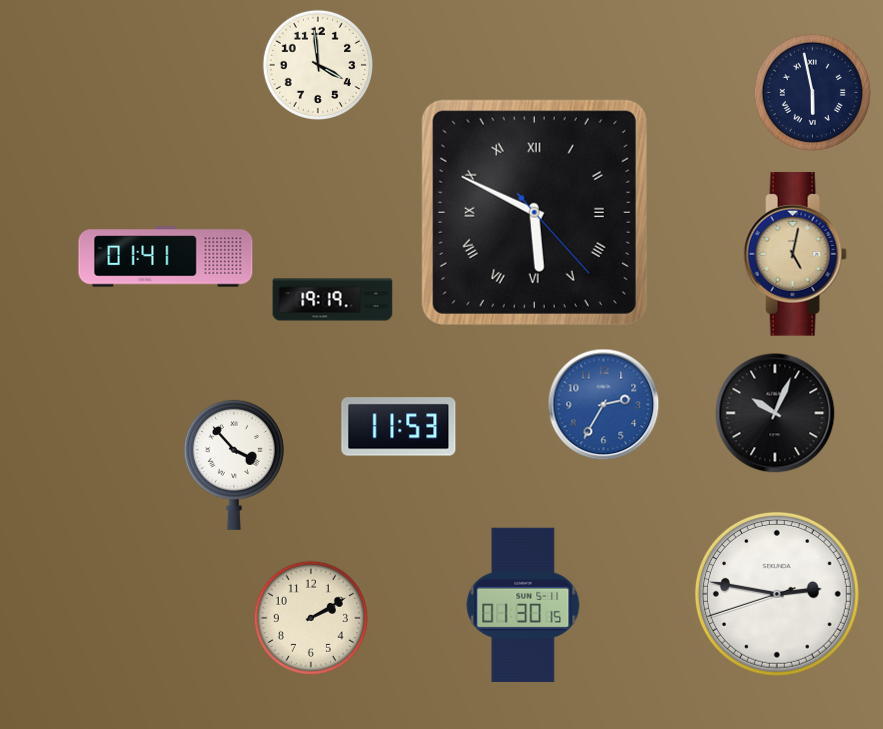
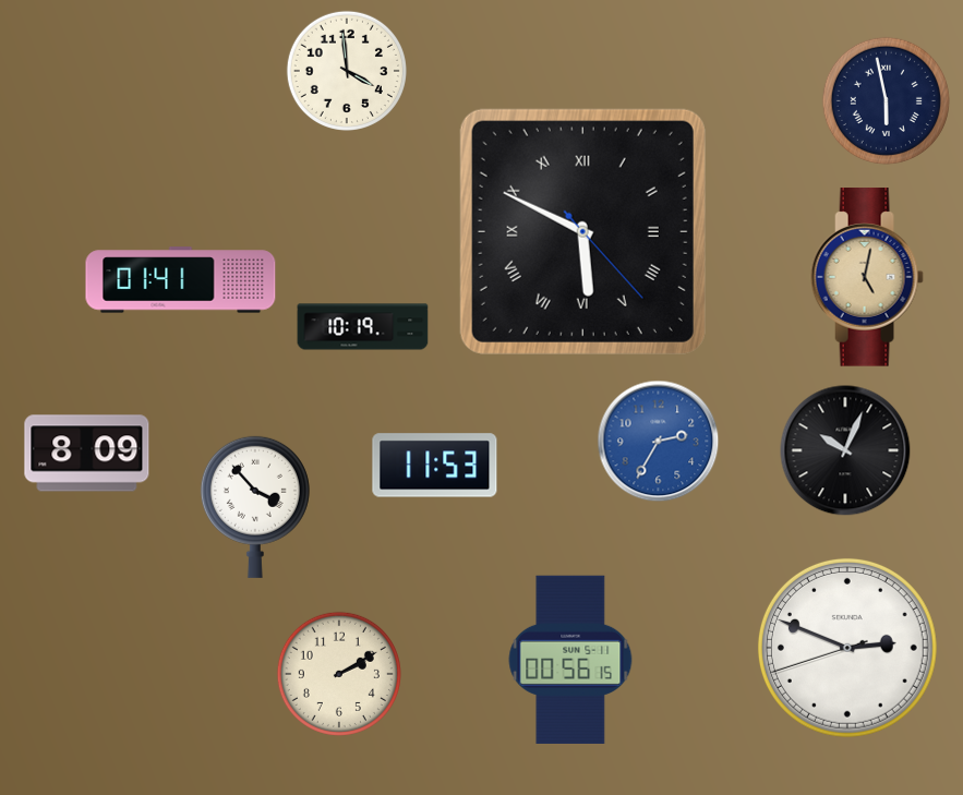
clock at (333, 300): 19:19 -> 10:19
clock at (87, 454): none -> 8:09
clock at (777, 594): 2:46 -> 2:48
clock at (523, 605): 01:30 -> 00:56
